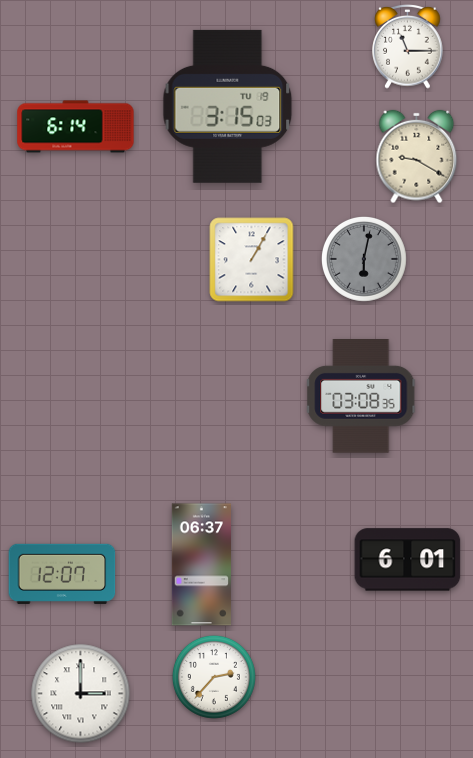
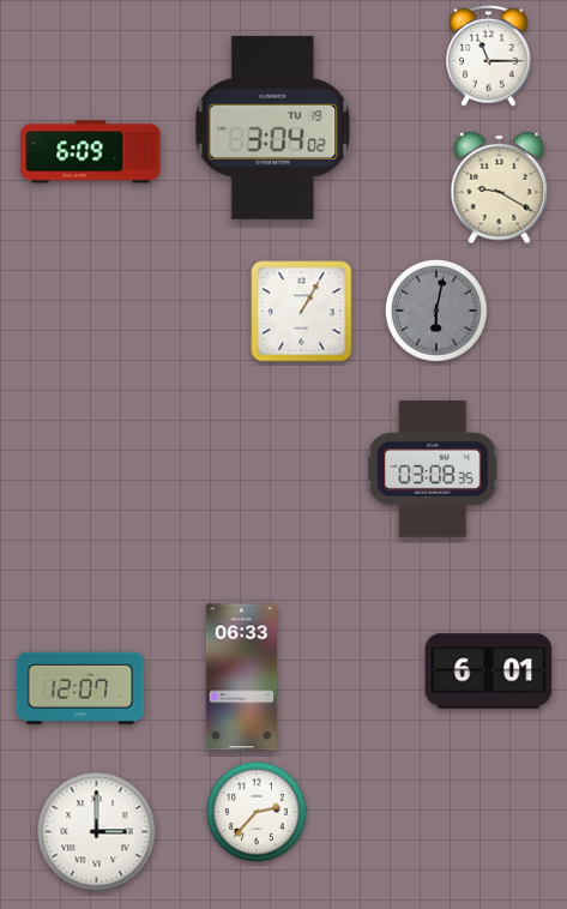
clock at (228, 106): 3:15 -> 3:04
clock at (76, 127): 6:14 -> 6:09
clock at (362, 397) position: (362, 397) -> (434, 470)
clock at (201, 565): 06:37 -> 06:33
clock at (62, 574) position: (62, 574) -> (80, 688)
